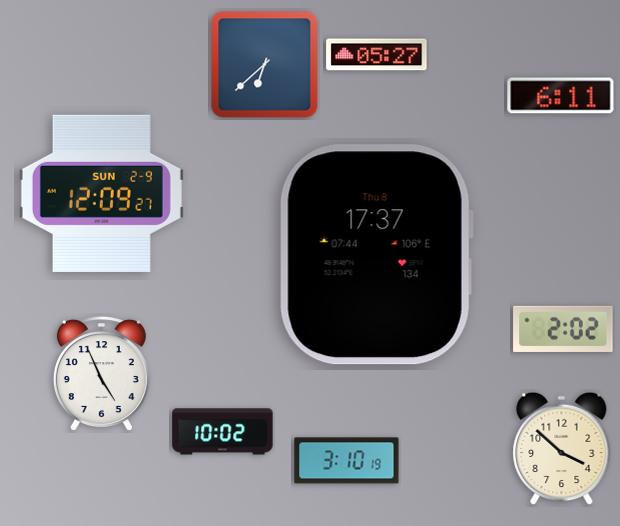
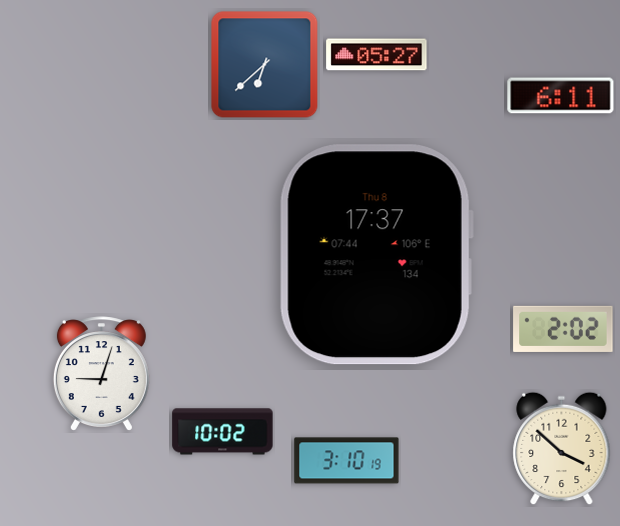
clock at (101, 193): 12:09 -> none
clock at (101, 374): 4:56 -> 9:03
